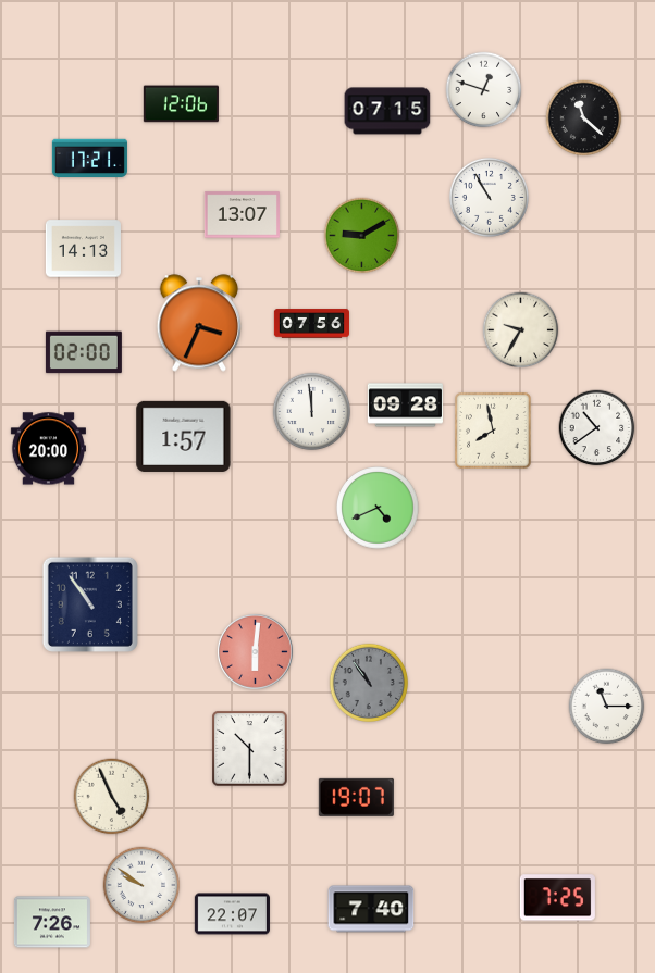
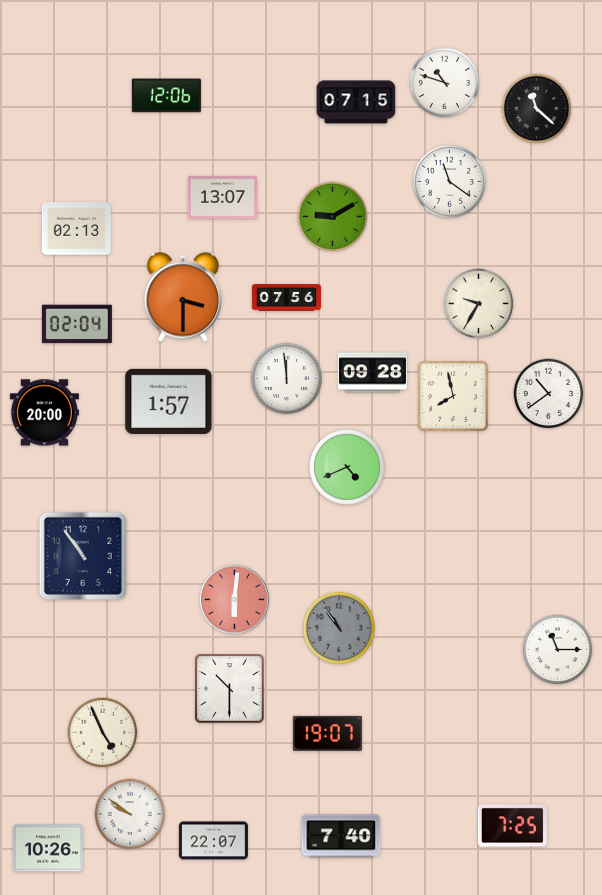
clock at (484, 90): 12:48 -> 10:48
clock at (89, 159): 17:21 -> none
clock at (489, 197): 10:55 -> 11:21
clock at (83, 249): 14:13 -> 02:13
clock at (199, 323): 3:34 -> 3:30
clock at (84, 352): 02:00 -> 02:04
clock at (52, 922): 7:26 -> 10:26
